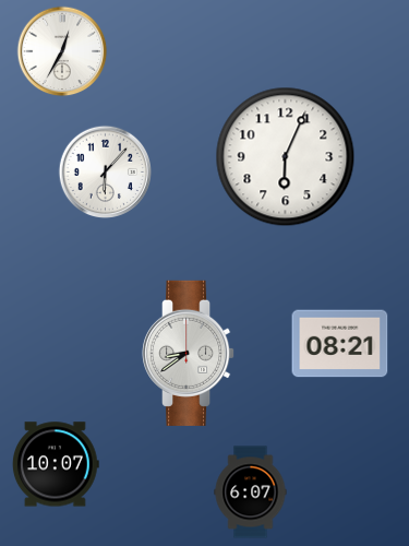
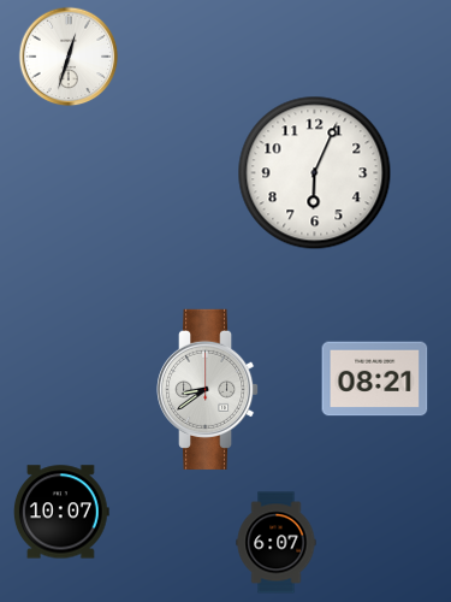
clock at (62, 51): 12:35 -> 12:33
clock at (106, 173): 6:07 -> none
